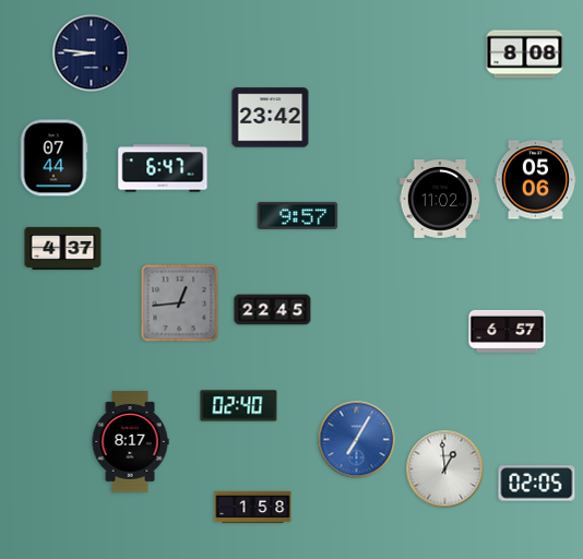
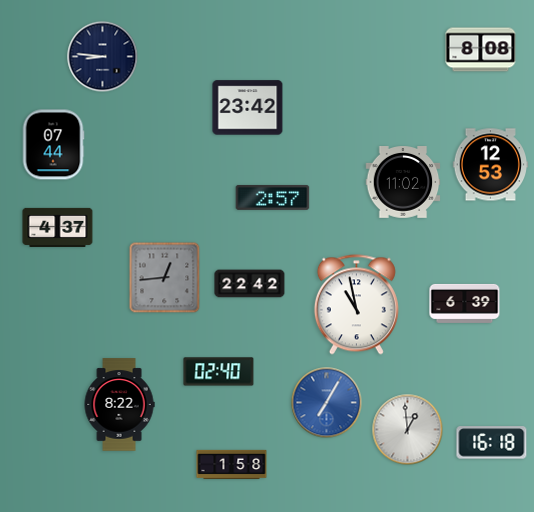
clock at (92, 53) position: (92, 53) -> (103, 57)
clock at (53, 158) position: (53, 158) -> (53, 145)
clock at (163, 168): 6:47 -> none
clock at (535, 180): 05:06 -> 12:53
clock at (298, 215): 9:57 -> 2:57
clock at (273, 310): 22:45 -> 22:42
clock at (508, 331): 6:57 -> 6:39
clock at (356, 305): none -> 10:58
clock at (130, 442): 8:17 -> 8:22
clock at (537, 484): 02:05 -> 16:18
